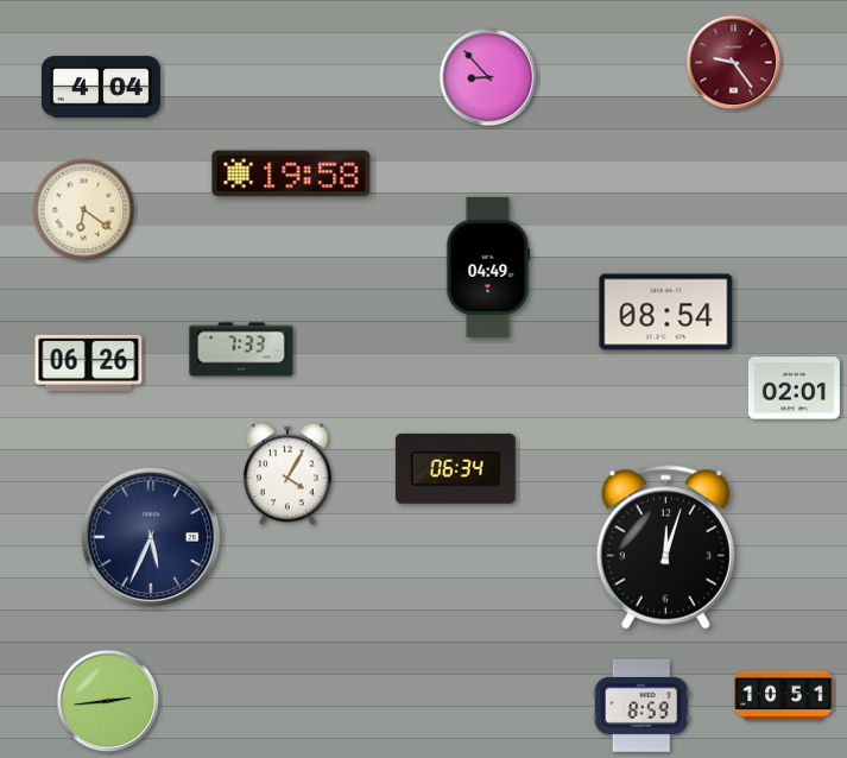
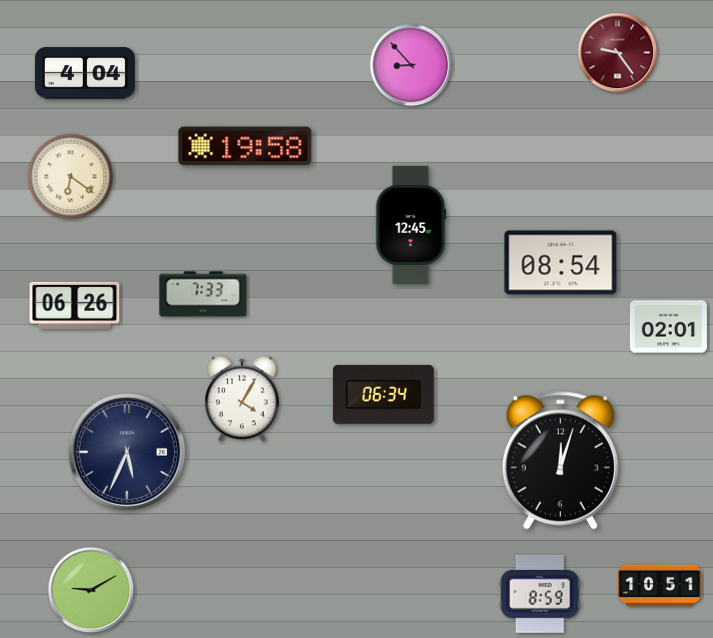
clock at (488, 267): 04:49 -> 12:45
clock at (108, 701): 2:44 -> 9:10
